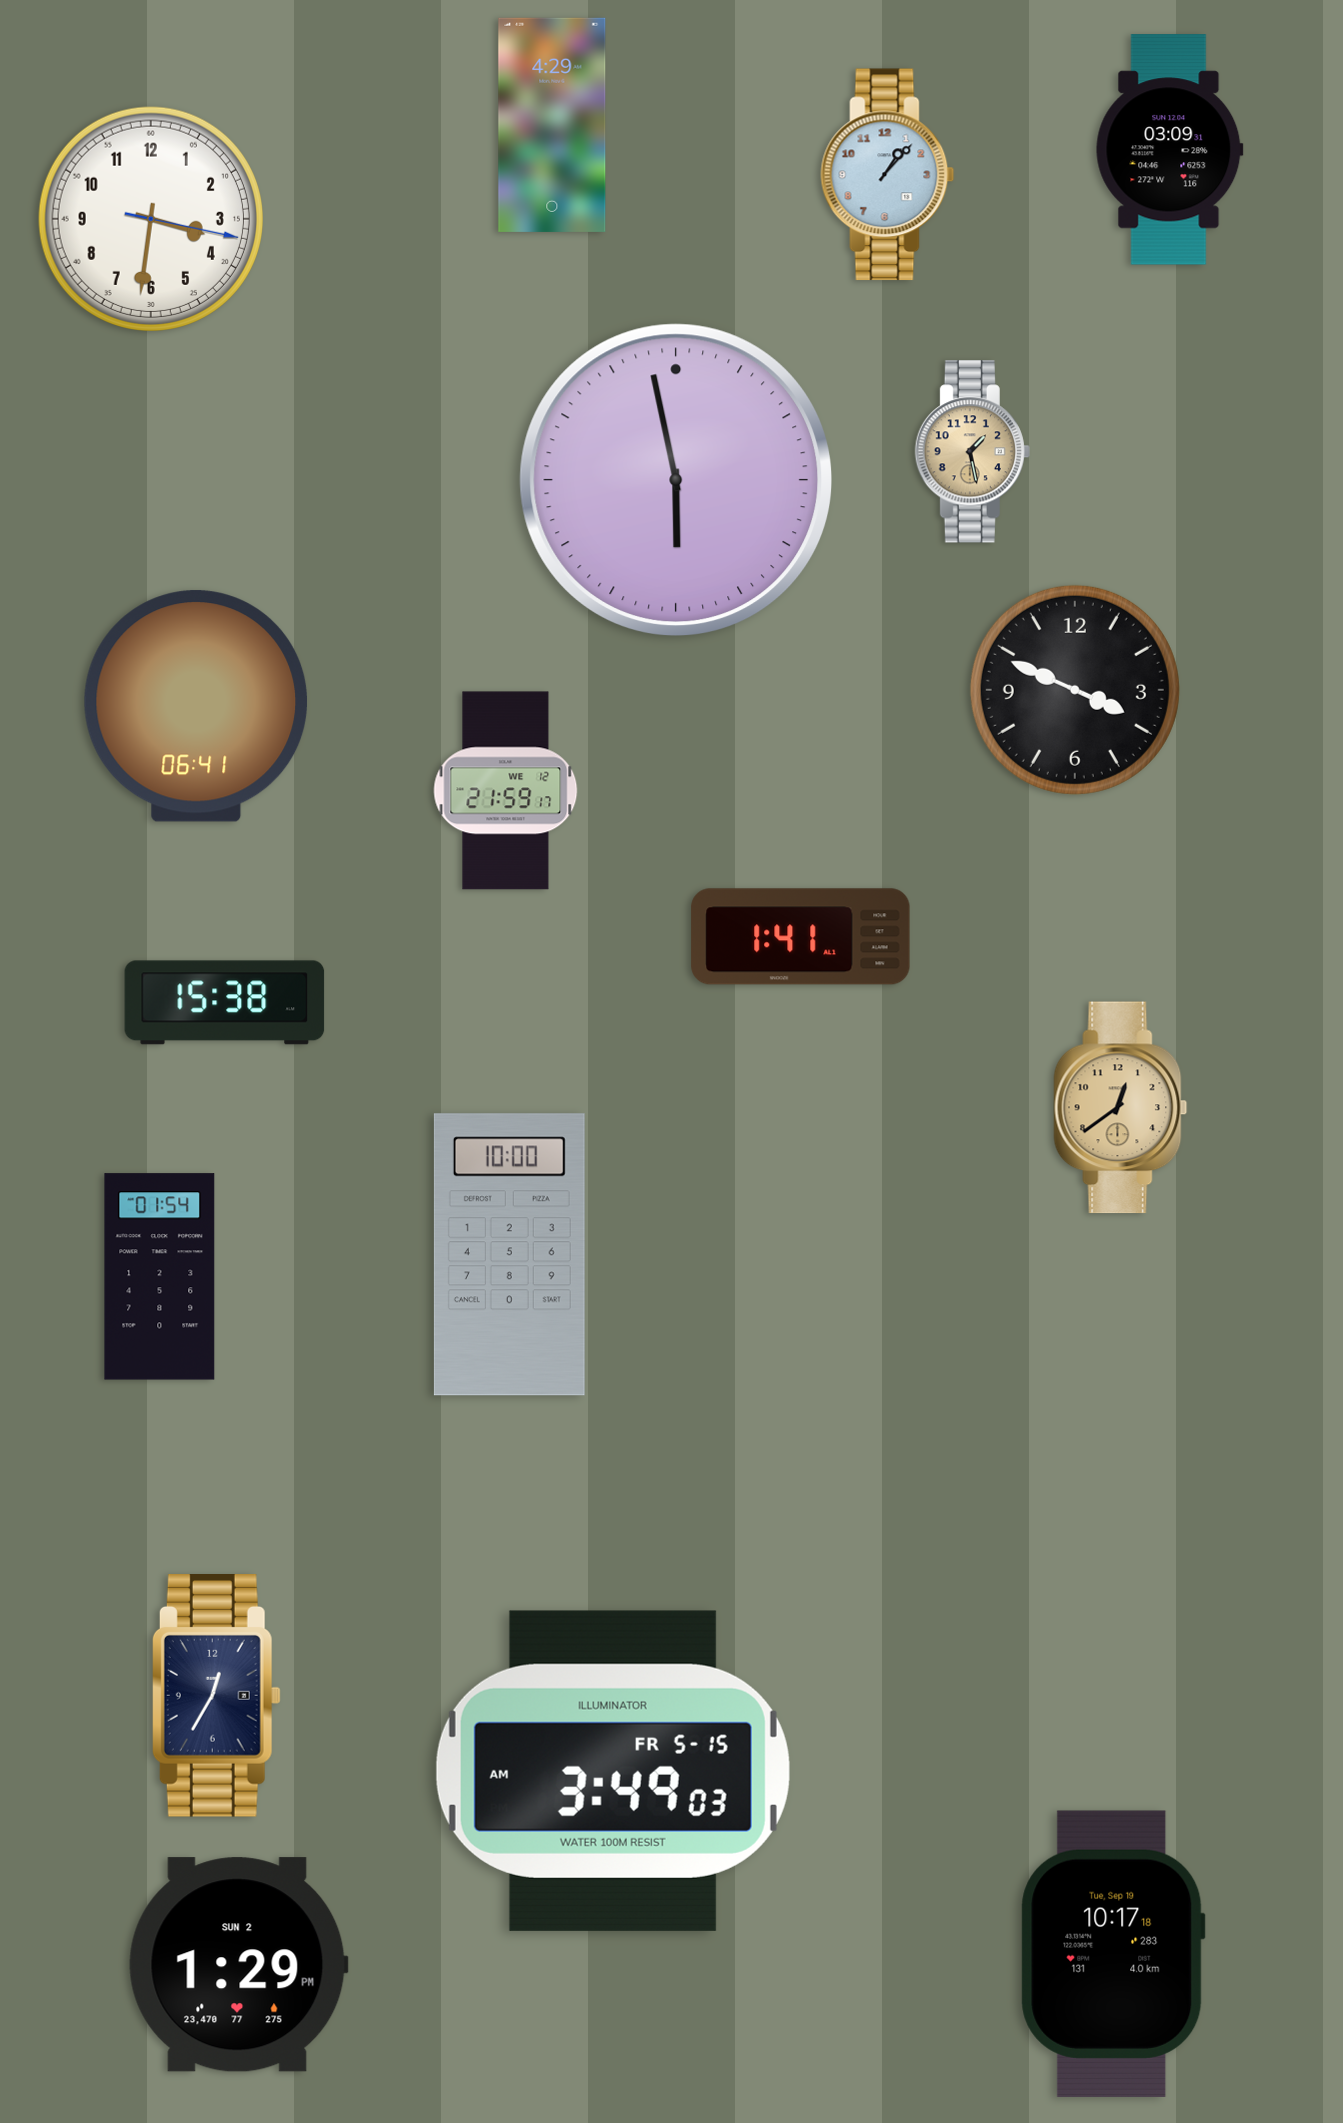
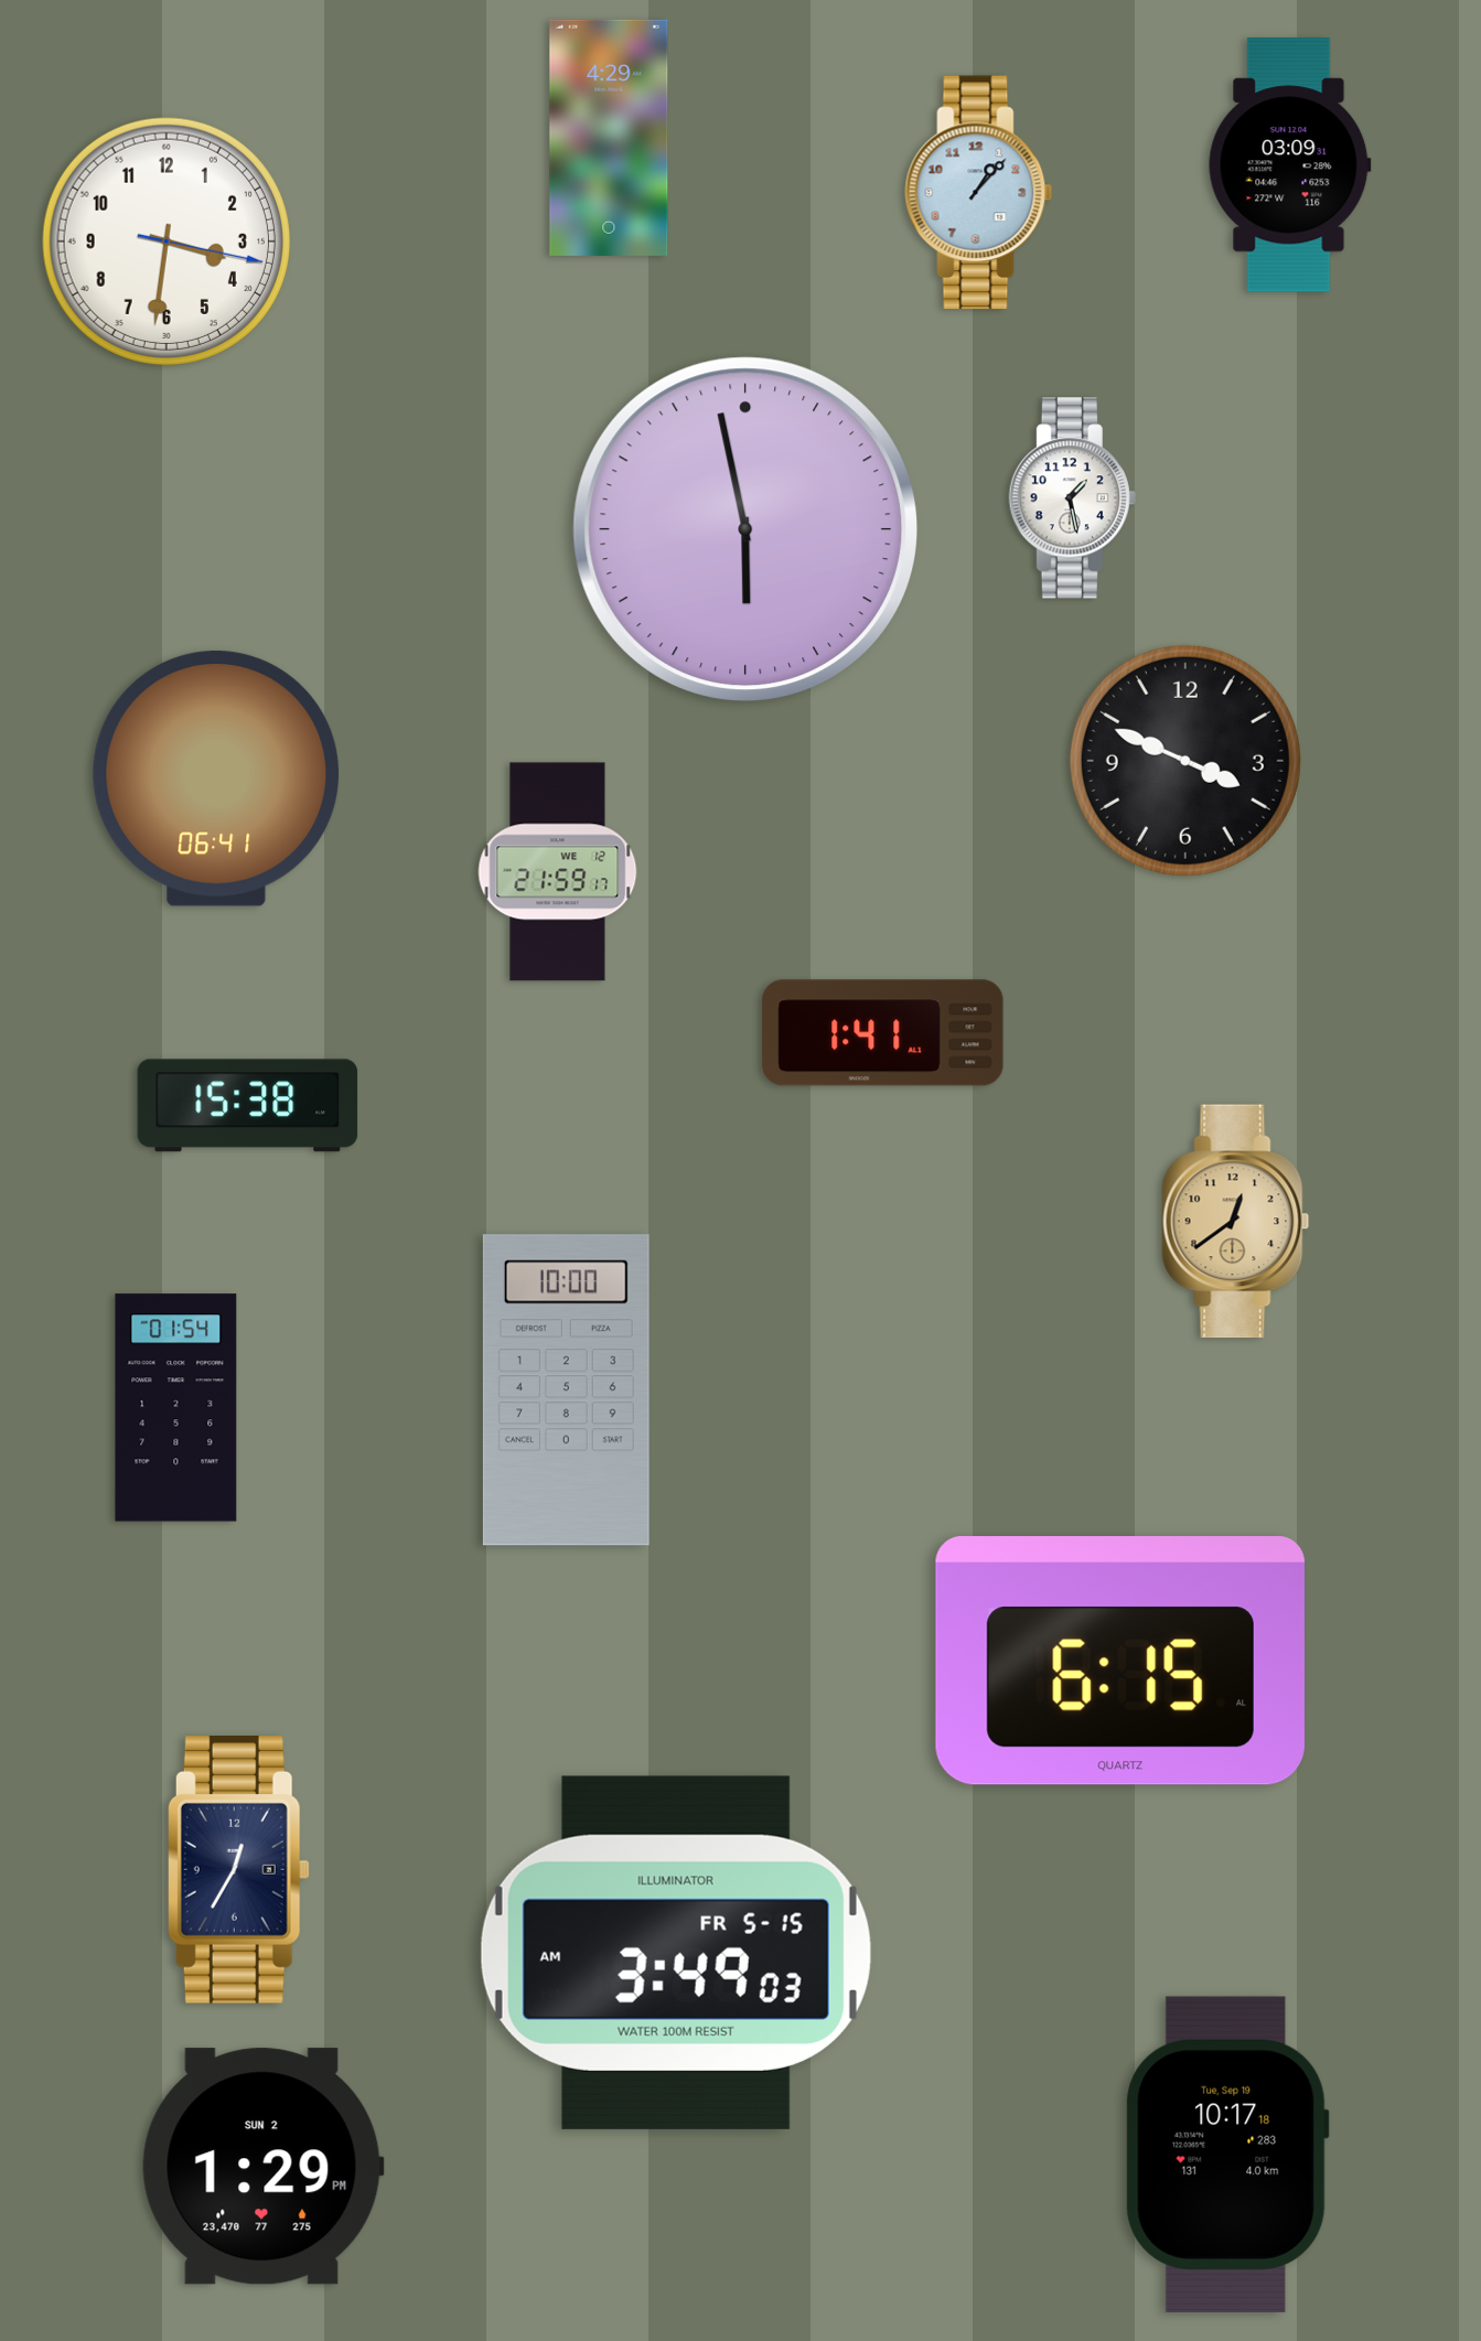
clock at (972, 452) dial: champagne -> white
clock at (509, 1255) position: (509, 1255) -> (566, 1390)
clock at (1120, 1661): none -> 6:15
